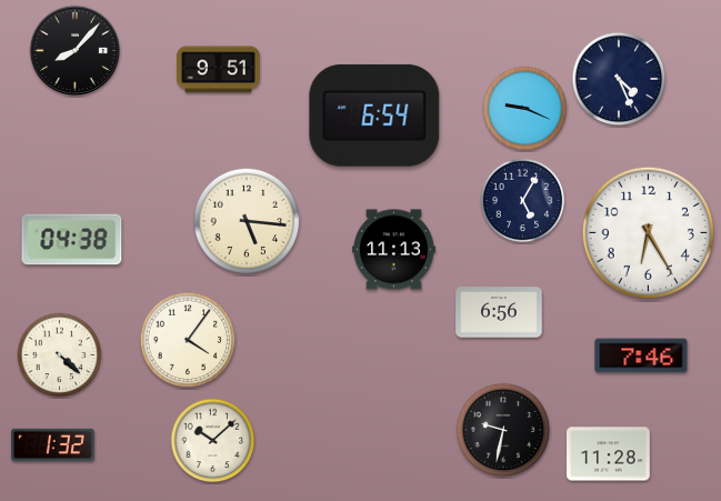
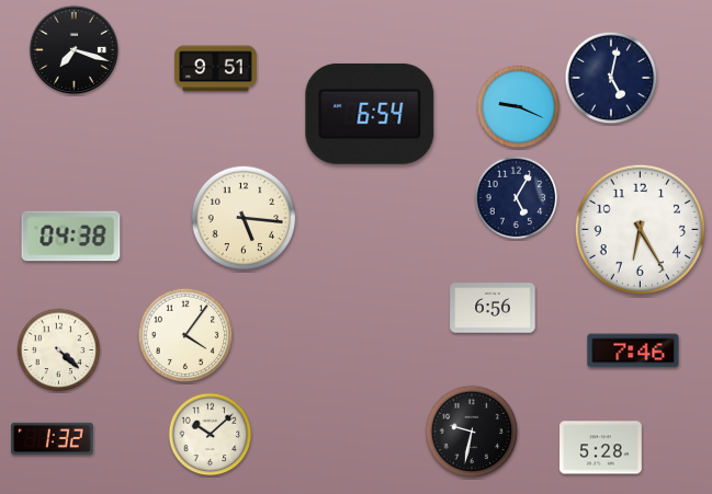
clock at (76, 51): 8:07 -> 7:18
clock at (619, 79): 4:26 -> 5:02
clock at (394, 250): 11:13 -> none
clock at (503, 430) position: (503, 430) -> (472, 432)
clock at (609, 454): 11:28 -> 5:28
